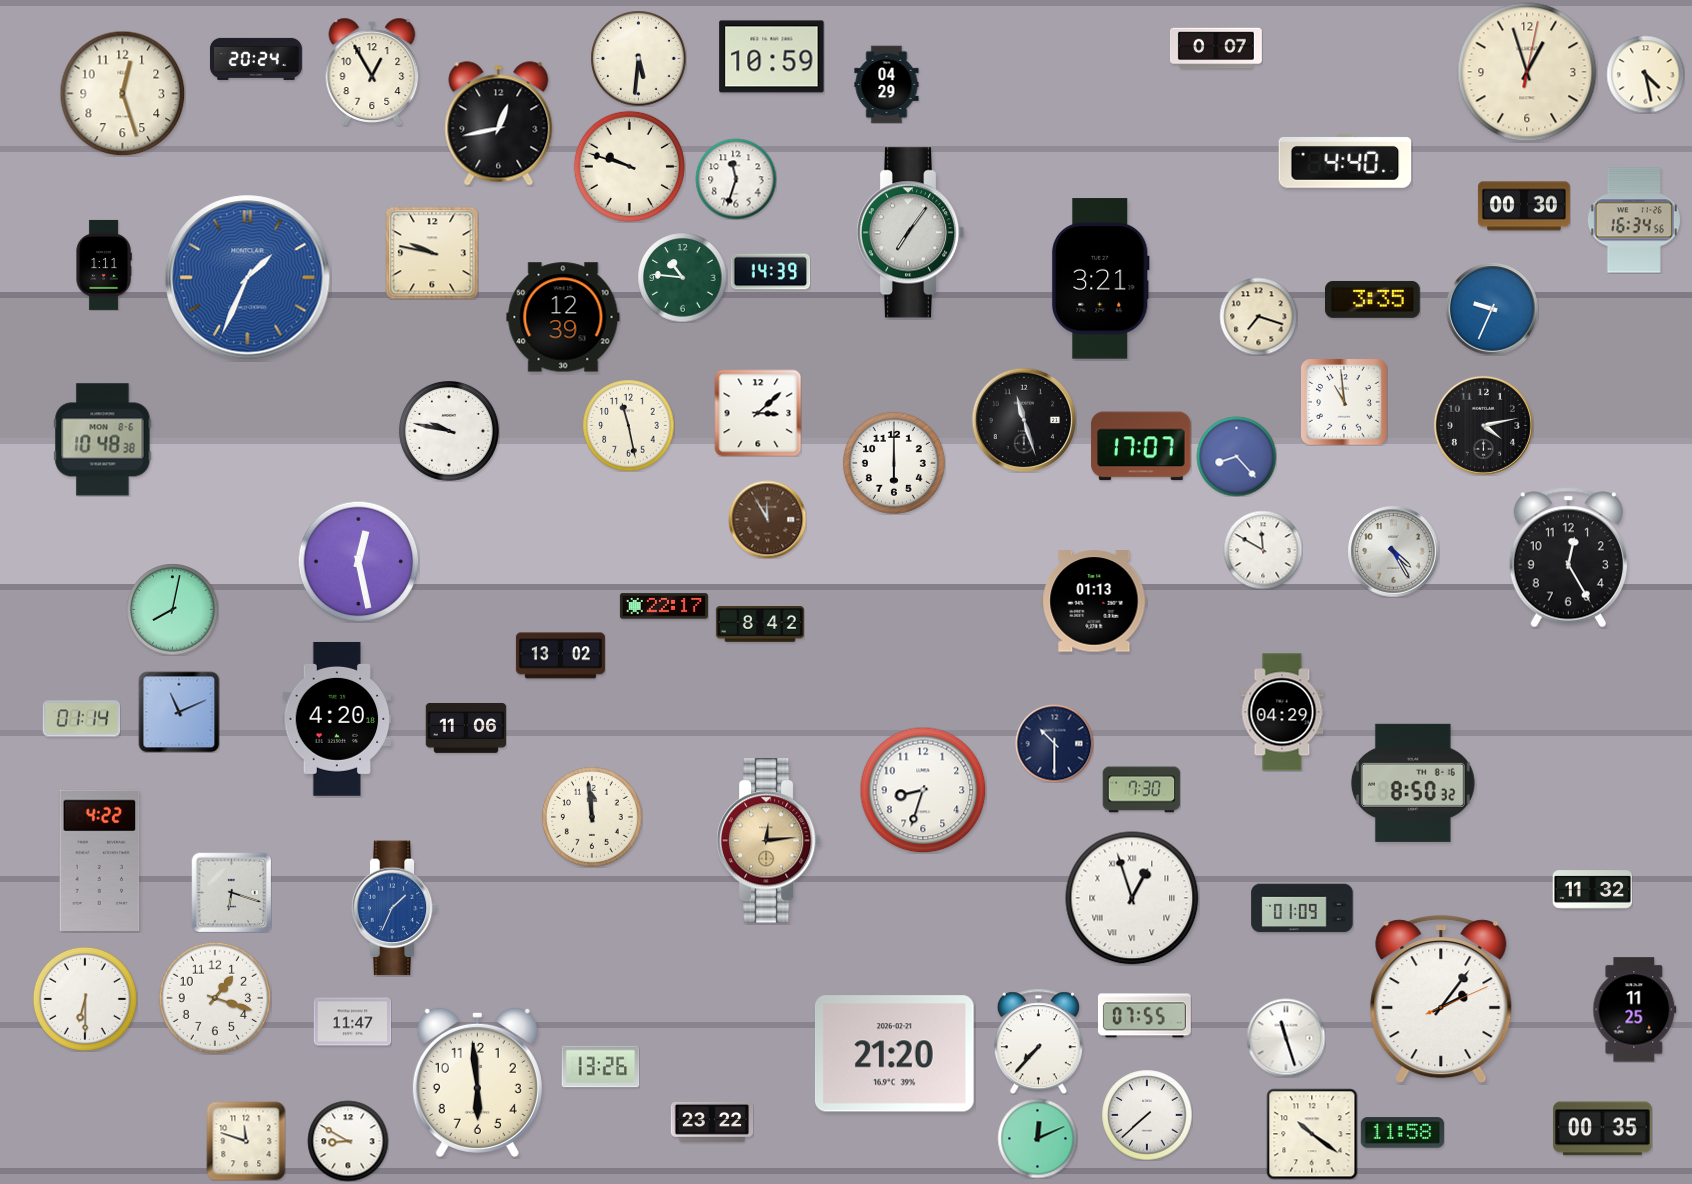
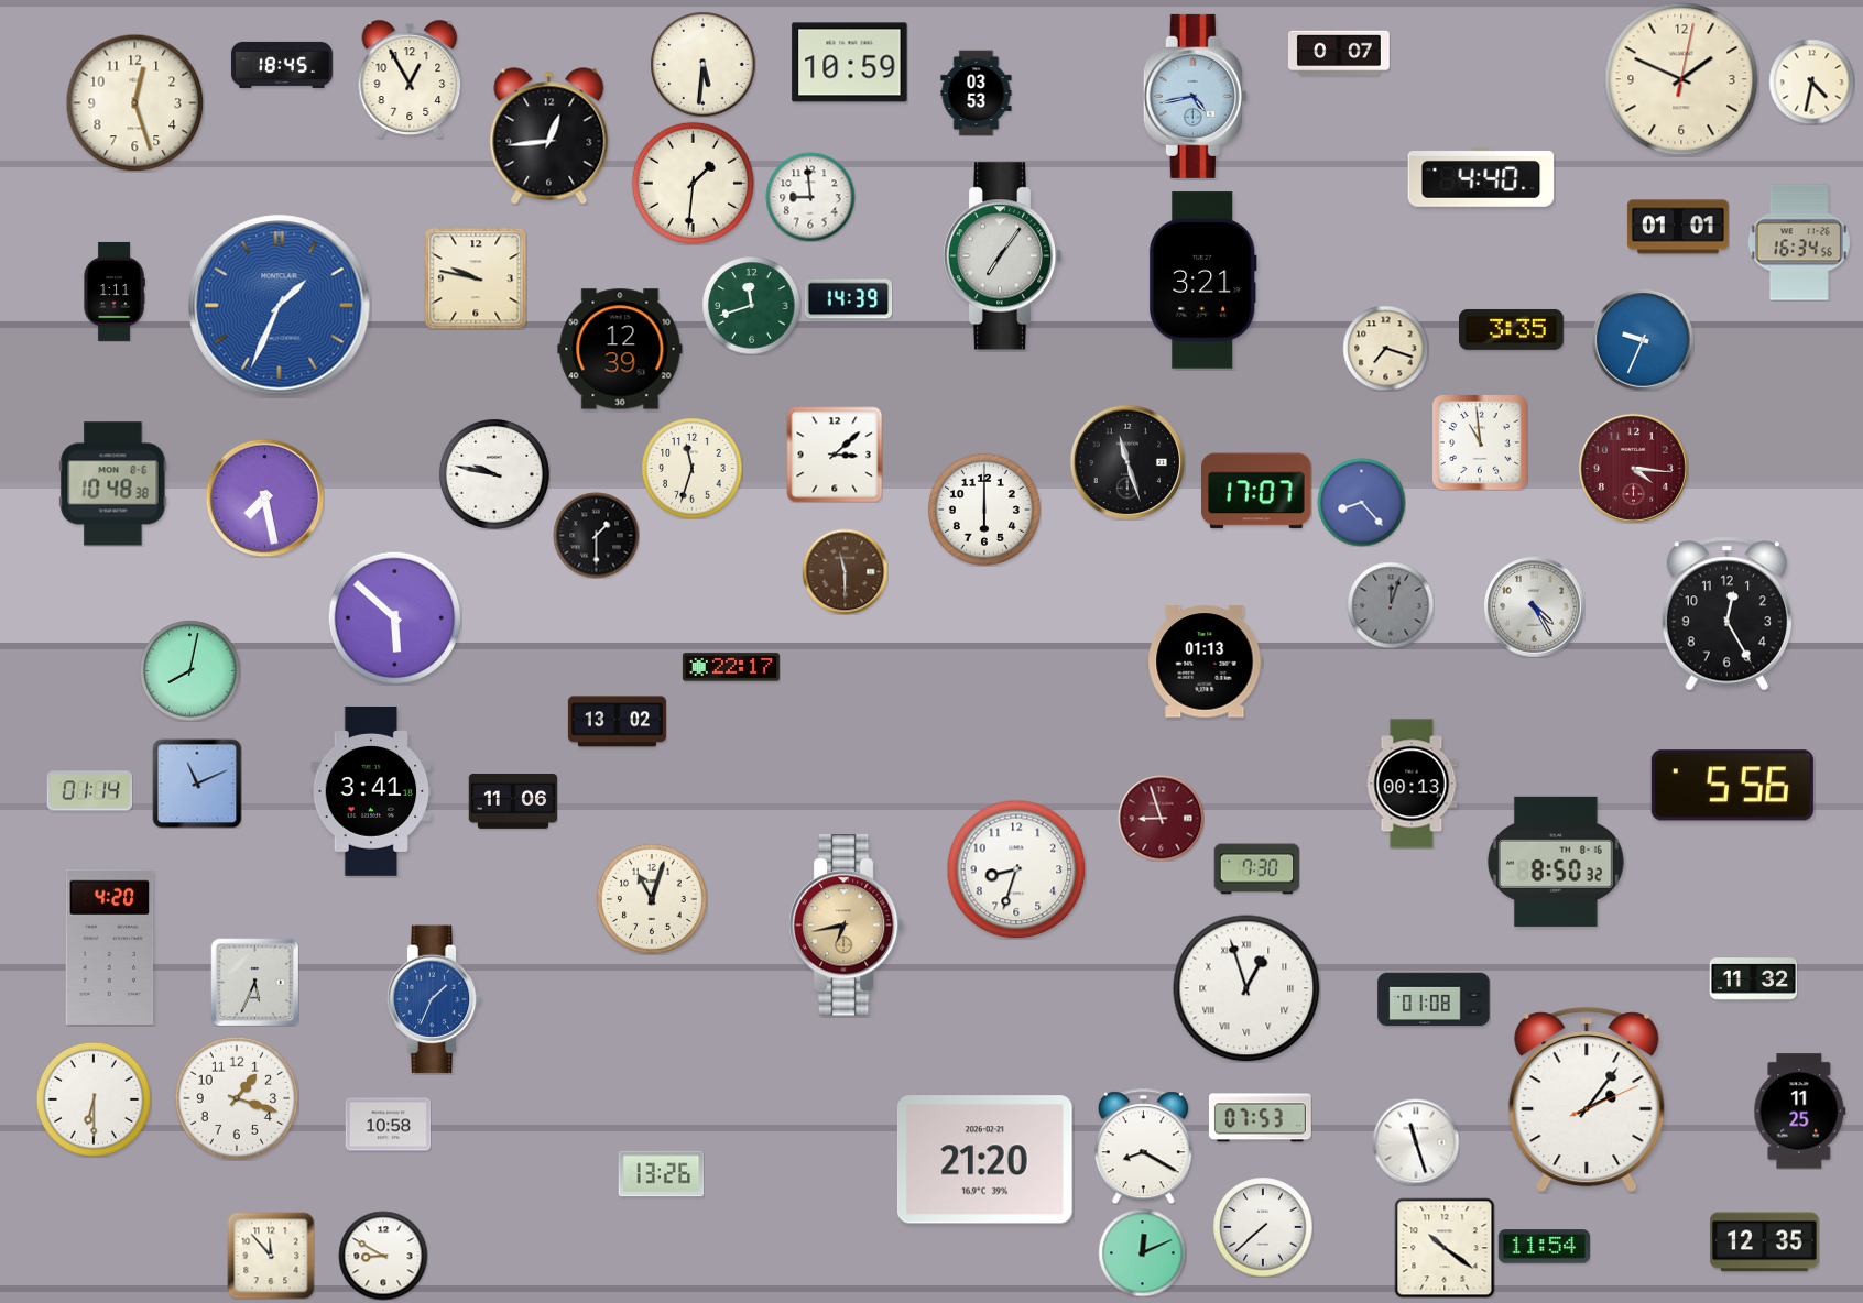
clock at (256, 59): 20:24 -> 18:45
clock at (1527, 72): 12:57 -> 1:49
clock at (1645, 74): 4:28 -> 4:32
clock at (887, 84): 04:29 -> 03:53
clock at (1195, 96): none -> 4:43
clock at (499, 124): 12:43 -> 12:44
clock at (629, 166): 9:48 -> 1:31
clock at (736, 179): 11:33 -> 8:59
clock at (1524, 206): 00:30 -> 01:01
clock at (682, 277): 10:46 -> 11:42
clock at (248, 278) position: (248, 278) -> (280, 306)
clock at (1100, 279) position: (1100, 279) -> (1202, 281)
clock at (628, 425): 11:28 -> 11:33
clock at (1483, 425): 4:13 -> 4:16
clock at (1483, 425) dial: black -> burgundy
clock at (264, 497): none -> 7:28
clock at (596, 535): none -> 1:30
clock at (767, 519): 11:55 -> 11:30
clock at (1263, 550): 11:50 -> 12:03
clock at (1263, 550) dial: white -> grey
clock at (358, 561): 12:28 -> 5:52
clock at (760, 624): 8:42 -> none
clock at (1282, 712): 04:29 -> 00:13
clock at (1732, 786): none -> 5:56
clock at (337, 719): 4:20 -> 3:41
clock at (1054, 743): 10:30 -> 8:57
clock at (1054, 743) dial: navy -> burgundy
clock at (592, 817): 11:59 -> 11:03
clock at (768, 841): 12:14 -> 6:43
clock at (100, 860): 4:22 -> 4:20
clock at (231, 892): 6:18 -> 5:34
clock at (1302, 908): 01:09 -> 01:08
clock at (1144, 1016): 07:55 -> 07:53
clock at (352, 1022): 11:47 -> 10:58
clock at (1038, 1041): 7:37 -> 8:20
clock at (477, 1082): 5:59 -> none
clock at (712, 1122): 23:22 -> none
clock at (1603, 1129): 00:35 -> 12:35
clock at (1402, 1133): 11:58 -> 11:54
clock at (246, 1141): 11:48 -> 11:53
